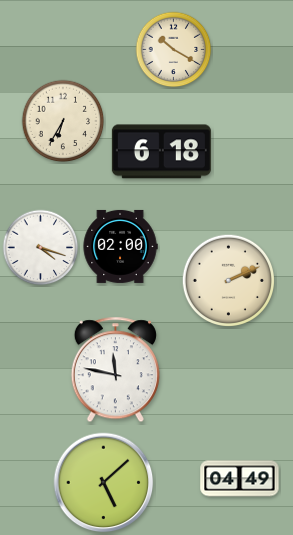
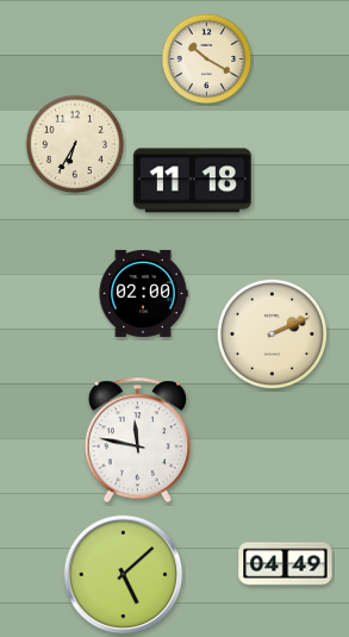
clock at (161, 152): 6:18 -> 11:18
clock at (41, 248): 4:18 -> none
clock at (240, 479) position: (240, 479) -> (286, 564)
